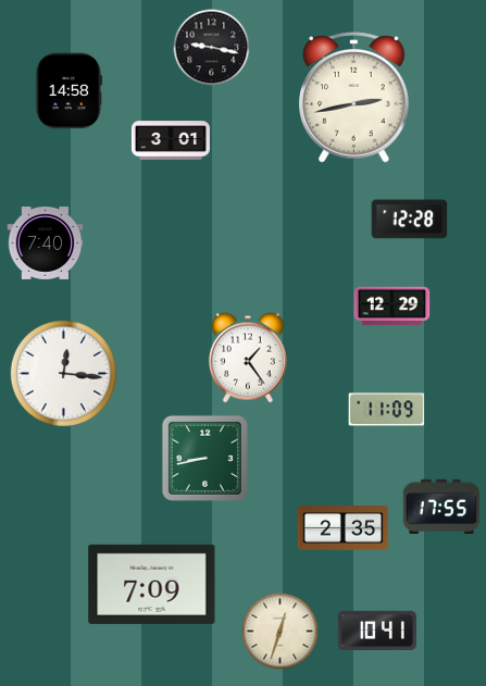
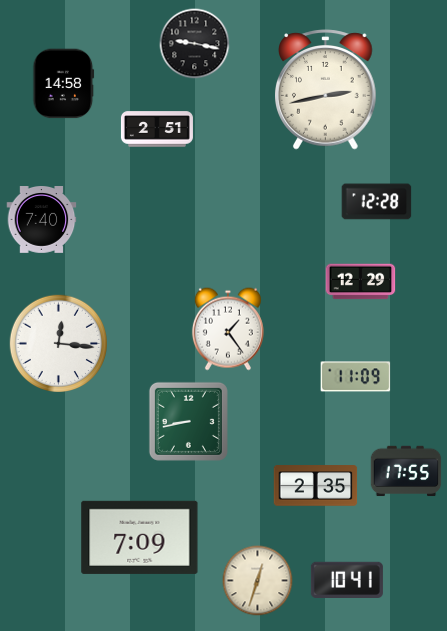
clock at (171, 140): 3:01 -> 2:51
clock at (46, 244) position: (46, 244) -> (42, 220)
clock at (441, 507) position: (441, 507) -> (406, 471)
